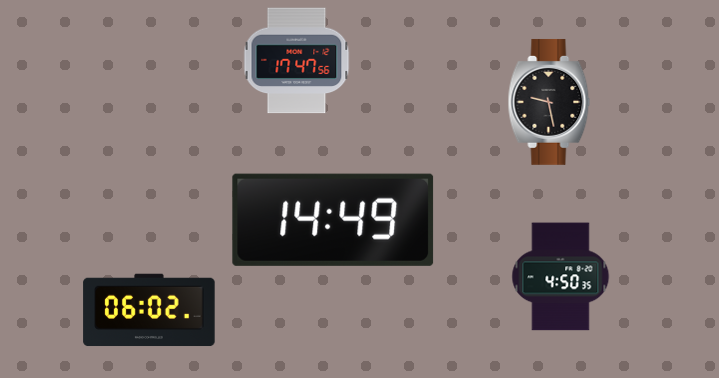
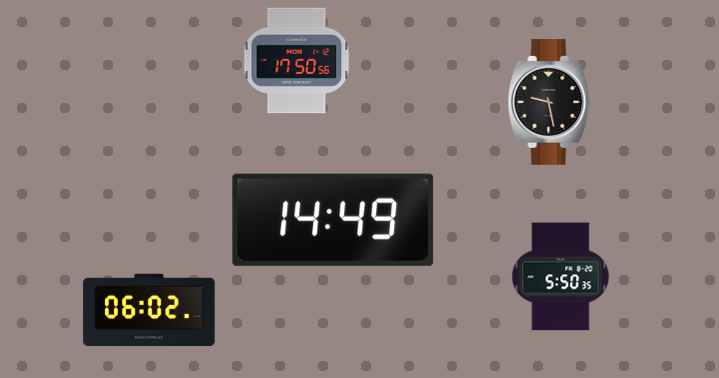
clock at (297, 61): 17:47 -> 17:50
clock at (561, 277): 4:50 -> 5:50
